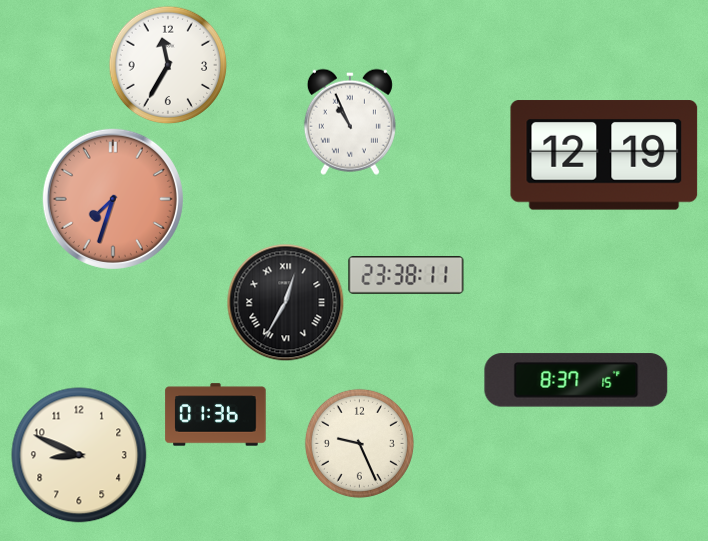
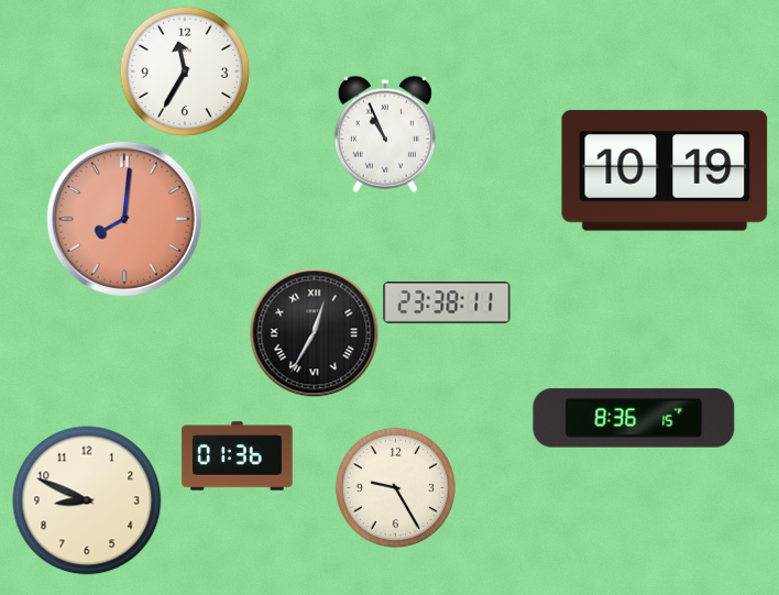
clock at (604, 155): 12:19 -> 10:19
clock at (113, 199): 7:33 -> 8:01
clock at (576, 380): 8:37 -> 8:36
clock at (359, 443): 9:26 -> 9:25
